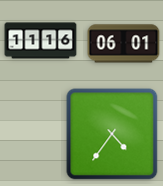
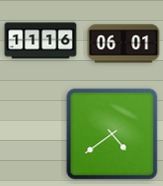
clock at (112, 134): 4:36 -> 4:39
